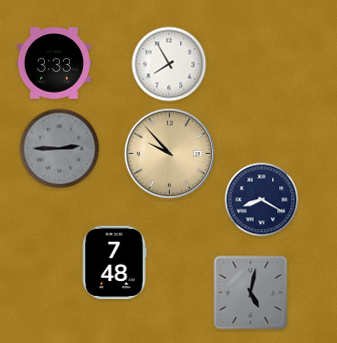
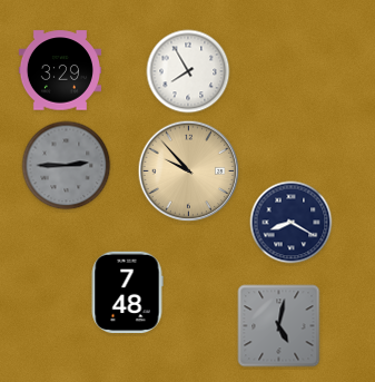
clock at (53, 63): 3:33 -> 3:29
